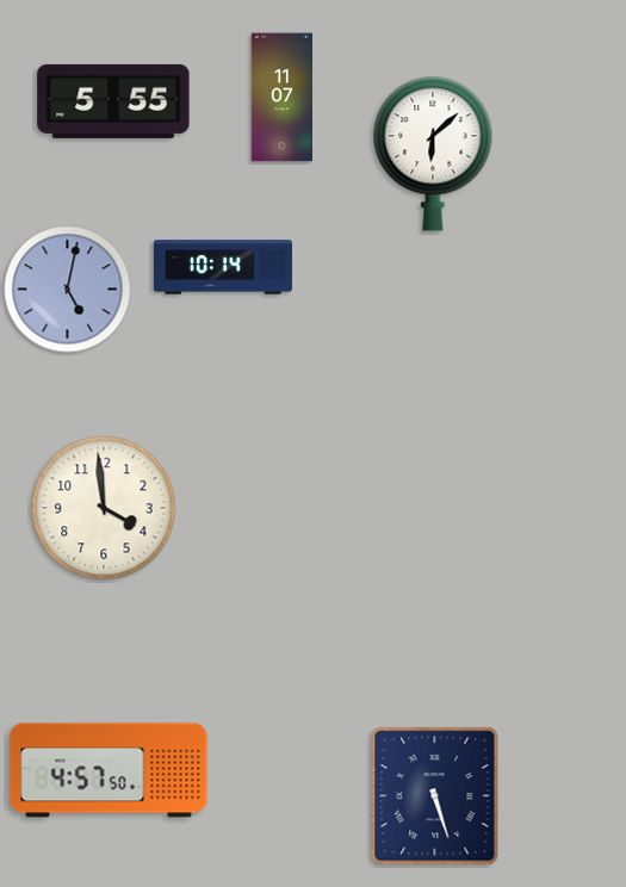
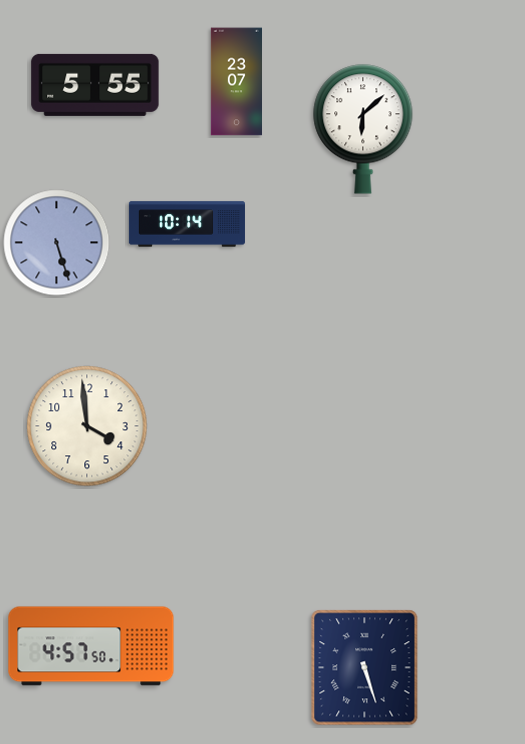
clock at (281, 98): 11:07 -> 23:07
clock at (68, 290): 5:02 -> 5:27
